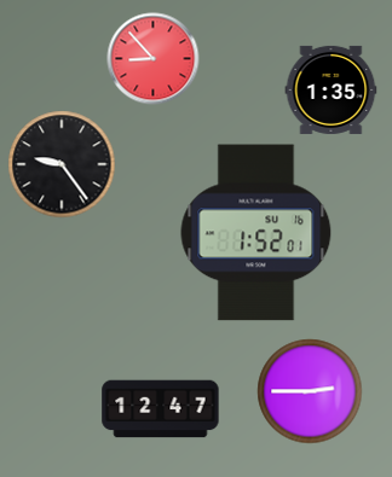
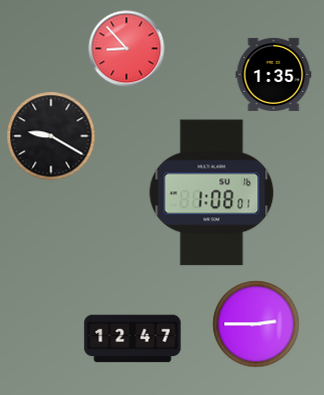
clock at (62, 164): 9:24 -> 9:20
clock at (256, 233): 1:52 -> 1:08
